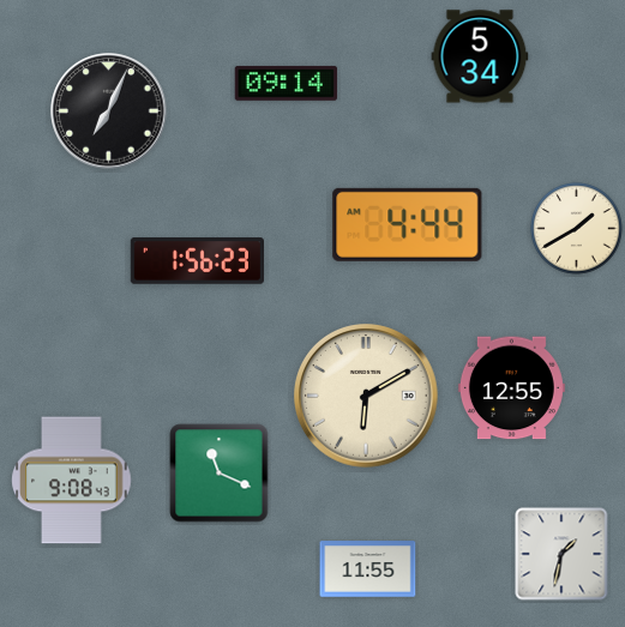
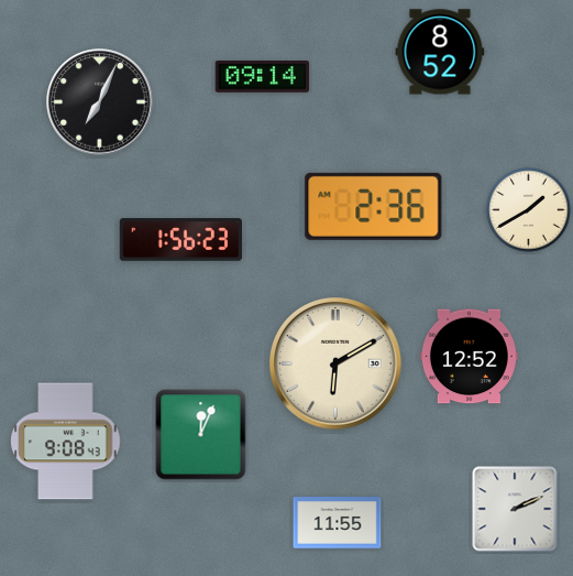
clock at (480, 56): 5:34 -> 8:52
clock at (408, 224): 4:44 -> 2:36
clock at (511, 388): 12:55 -> 12:52
clock at (220, 474): 11:19 -> 12:04
clock at (561, 554): 1:32 -> 2:11
